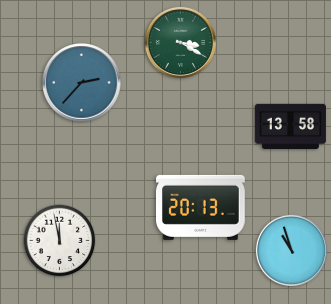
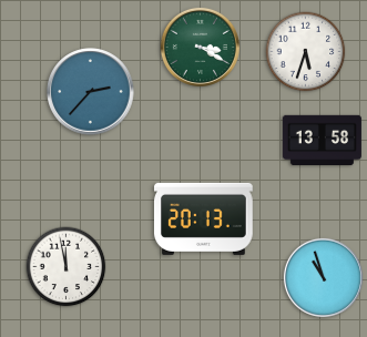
clock at (306, 52): none -> 5:33
clock at (201, 207) position: (201, 207) -> (204, 218)
